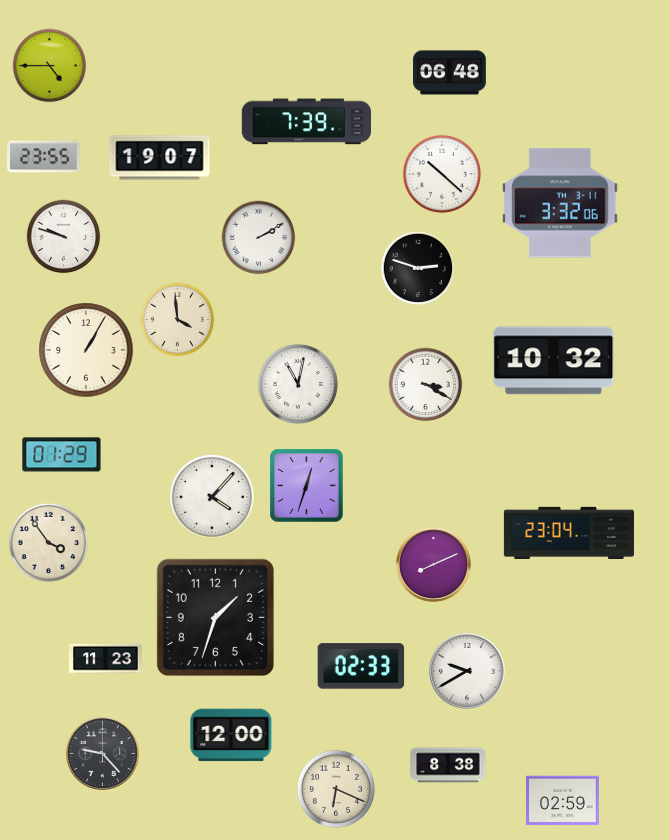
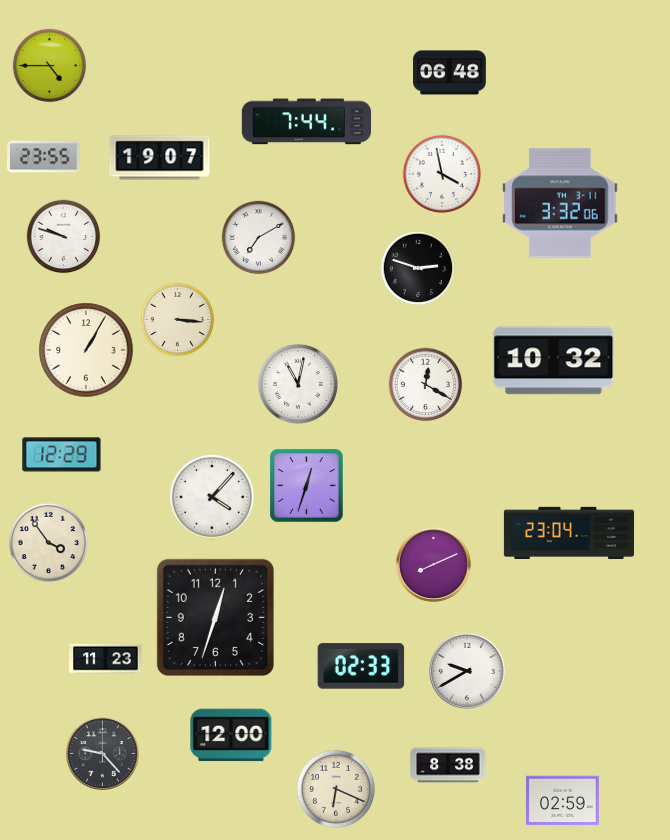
clock at (306, 122): 7:39 -> 7:44
clock at (441, 173): 10:22 -> 3:58
clock at (259, 238): 2:10 -> 7:10
clock at (178, 320): 3:59 -> 3:16
clock at (426, 385): 3:20 -> 12:20
clock at (62, 455): 01:29 -> 12:29
clock at (215, 617): 1:33 -> 12:33
